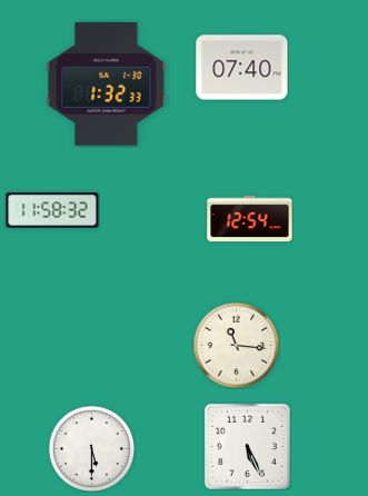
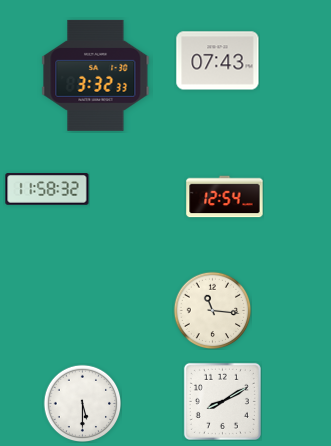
clock at (242, 68): 07:40 -> 07:43
clock at (107, 83): 1:32 -> 3:32
clock at (247, 446): 5:26 -> 8:10
